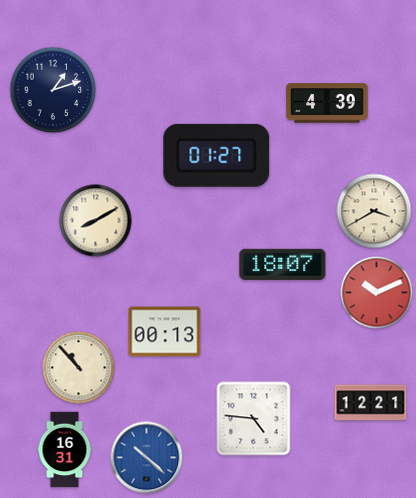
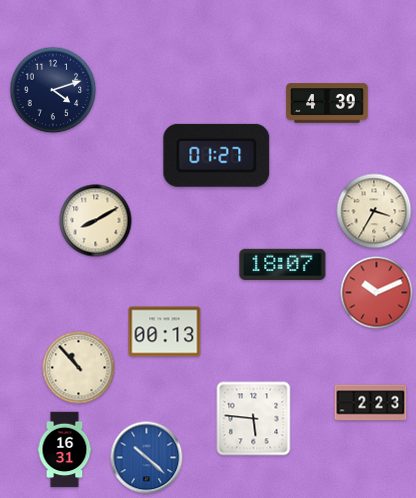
clock at (53, 90): 1:12 -> 4:12
clock at (374, 211): 3:40 -> 3:35
clock at (371, 403): 12:21 -> 2:23
clock at (254, 419): 4:46 -> 5:46
